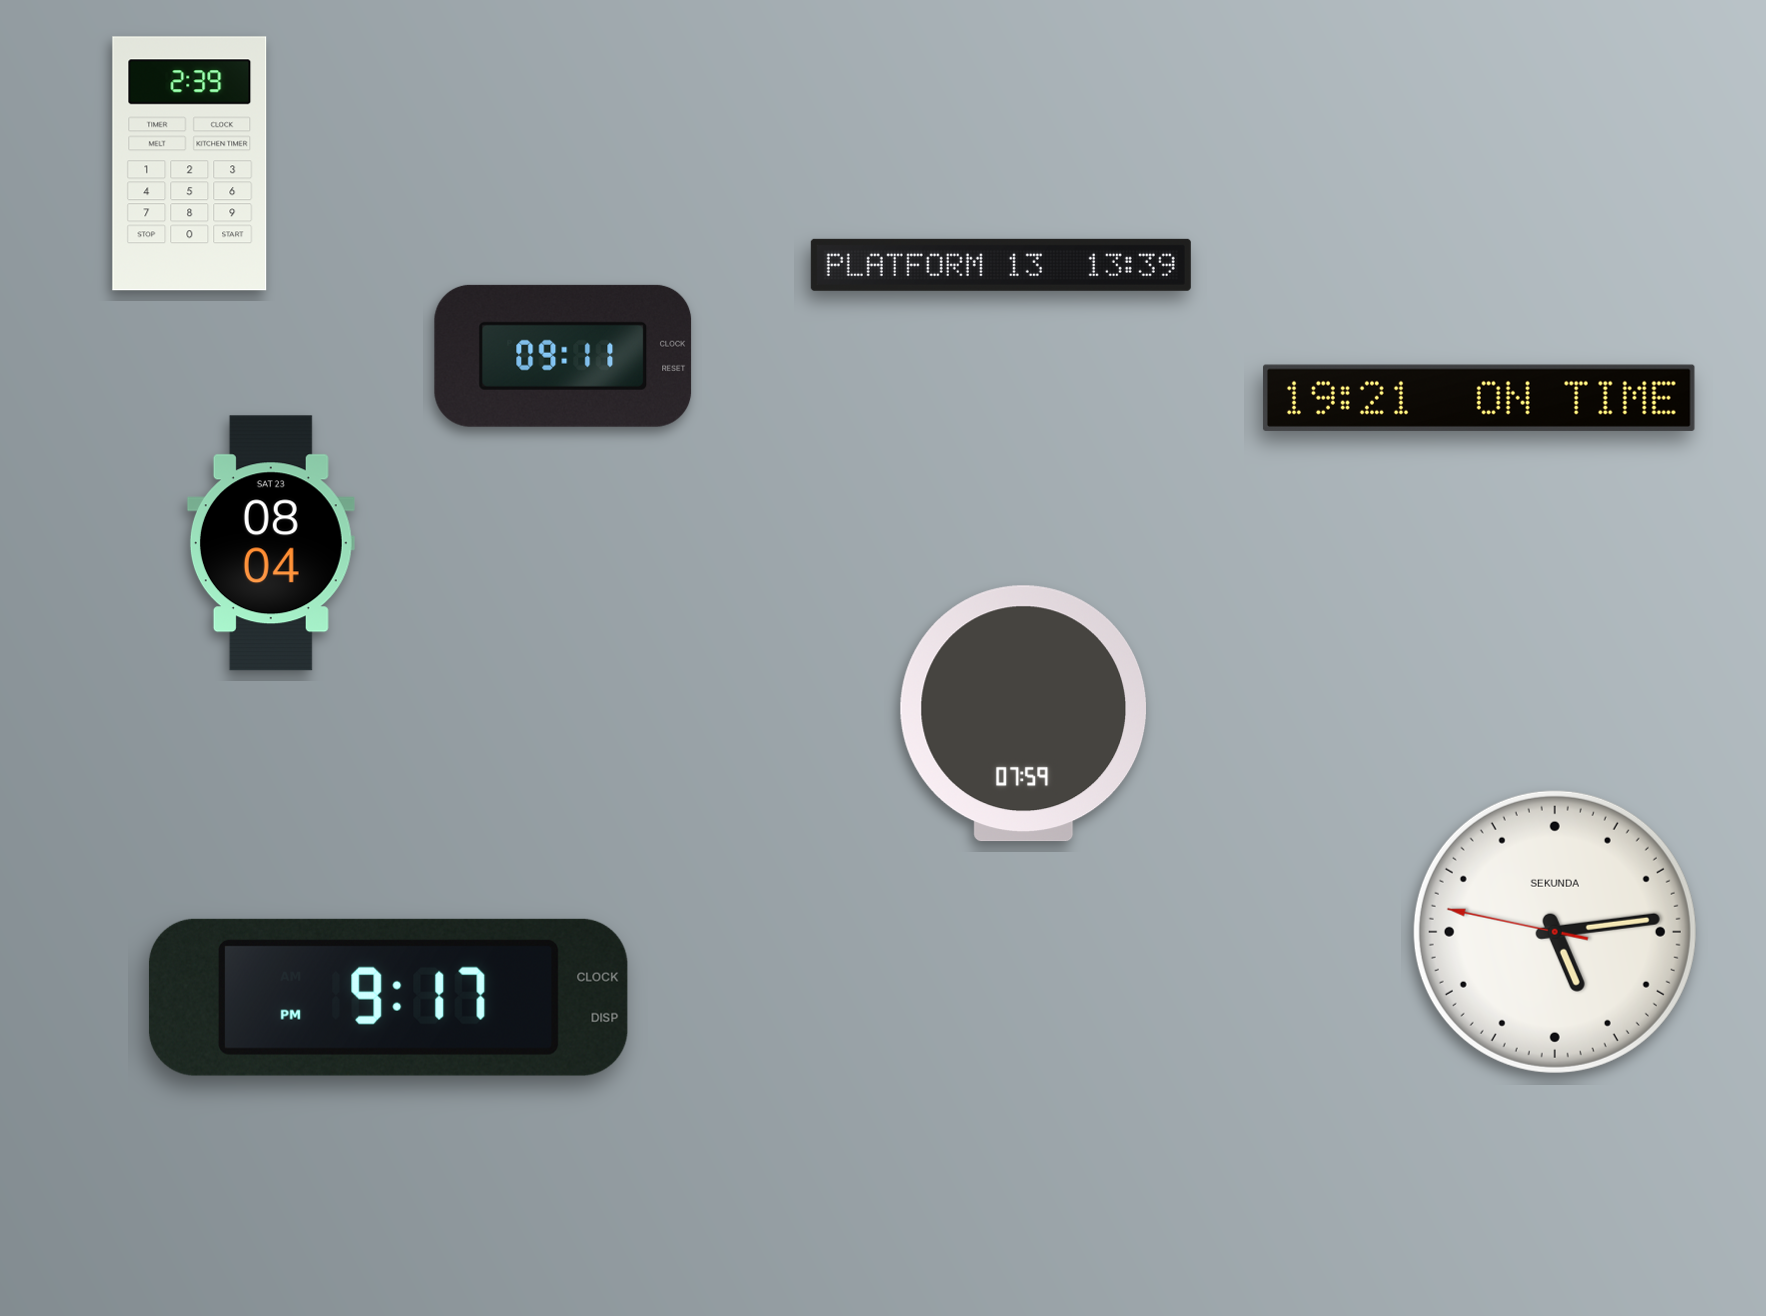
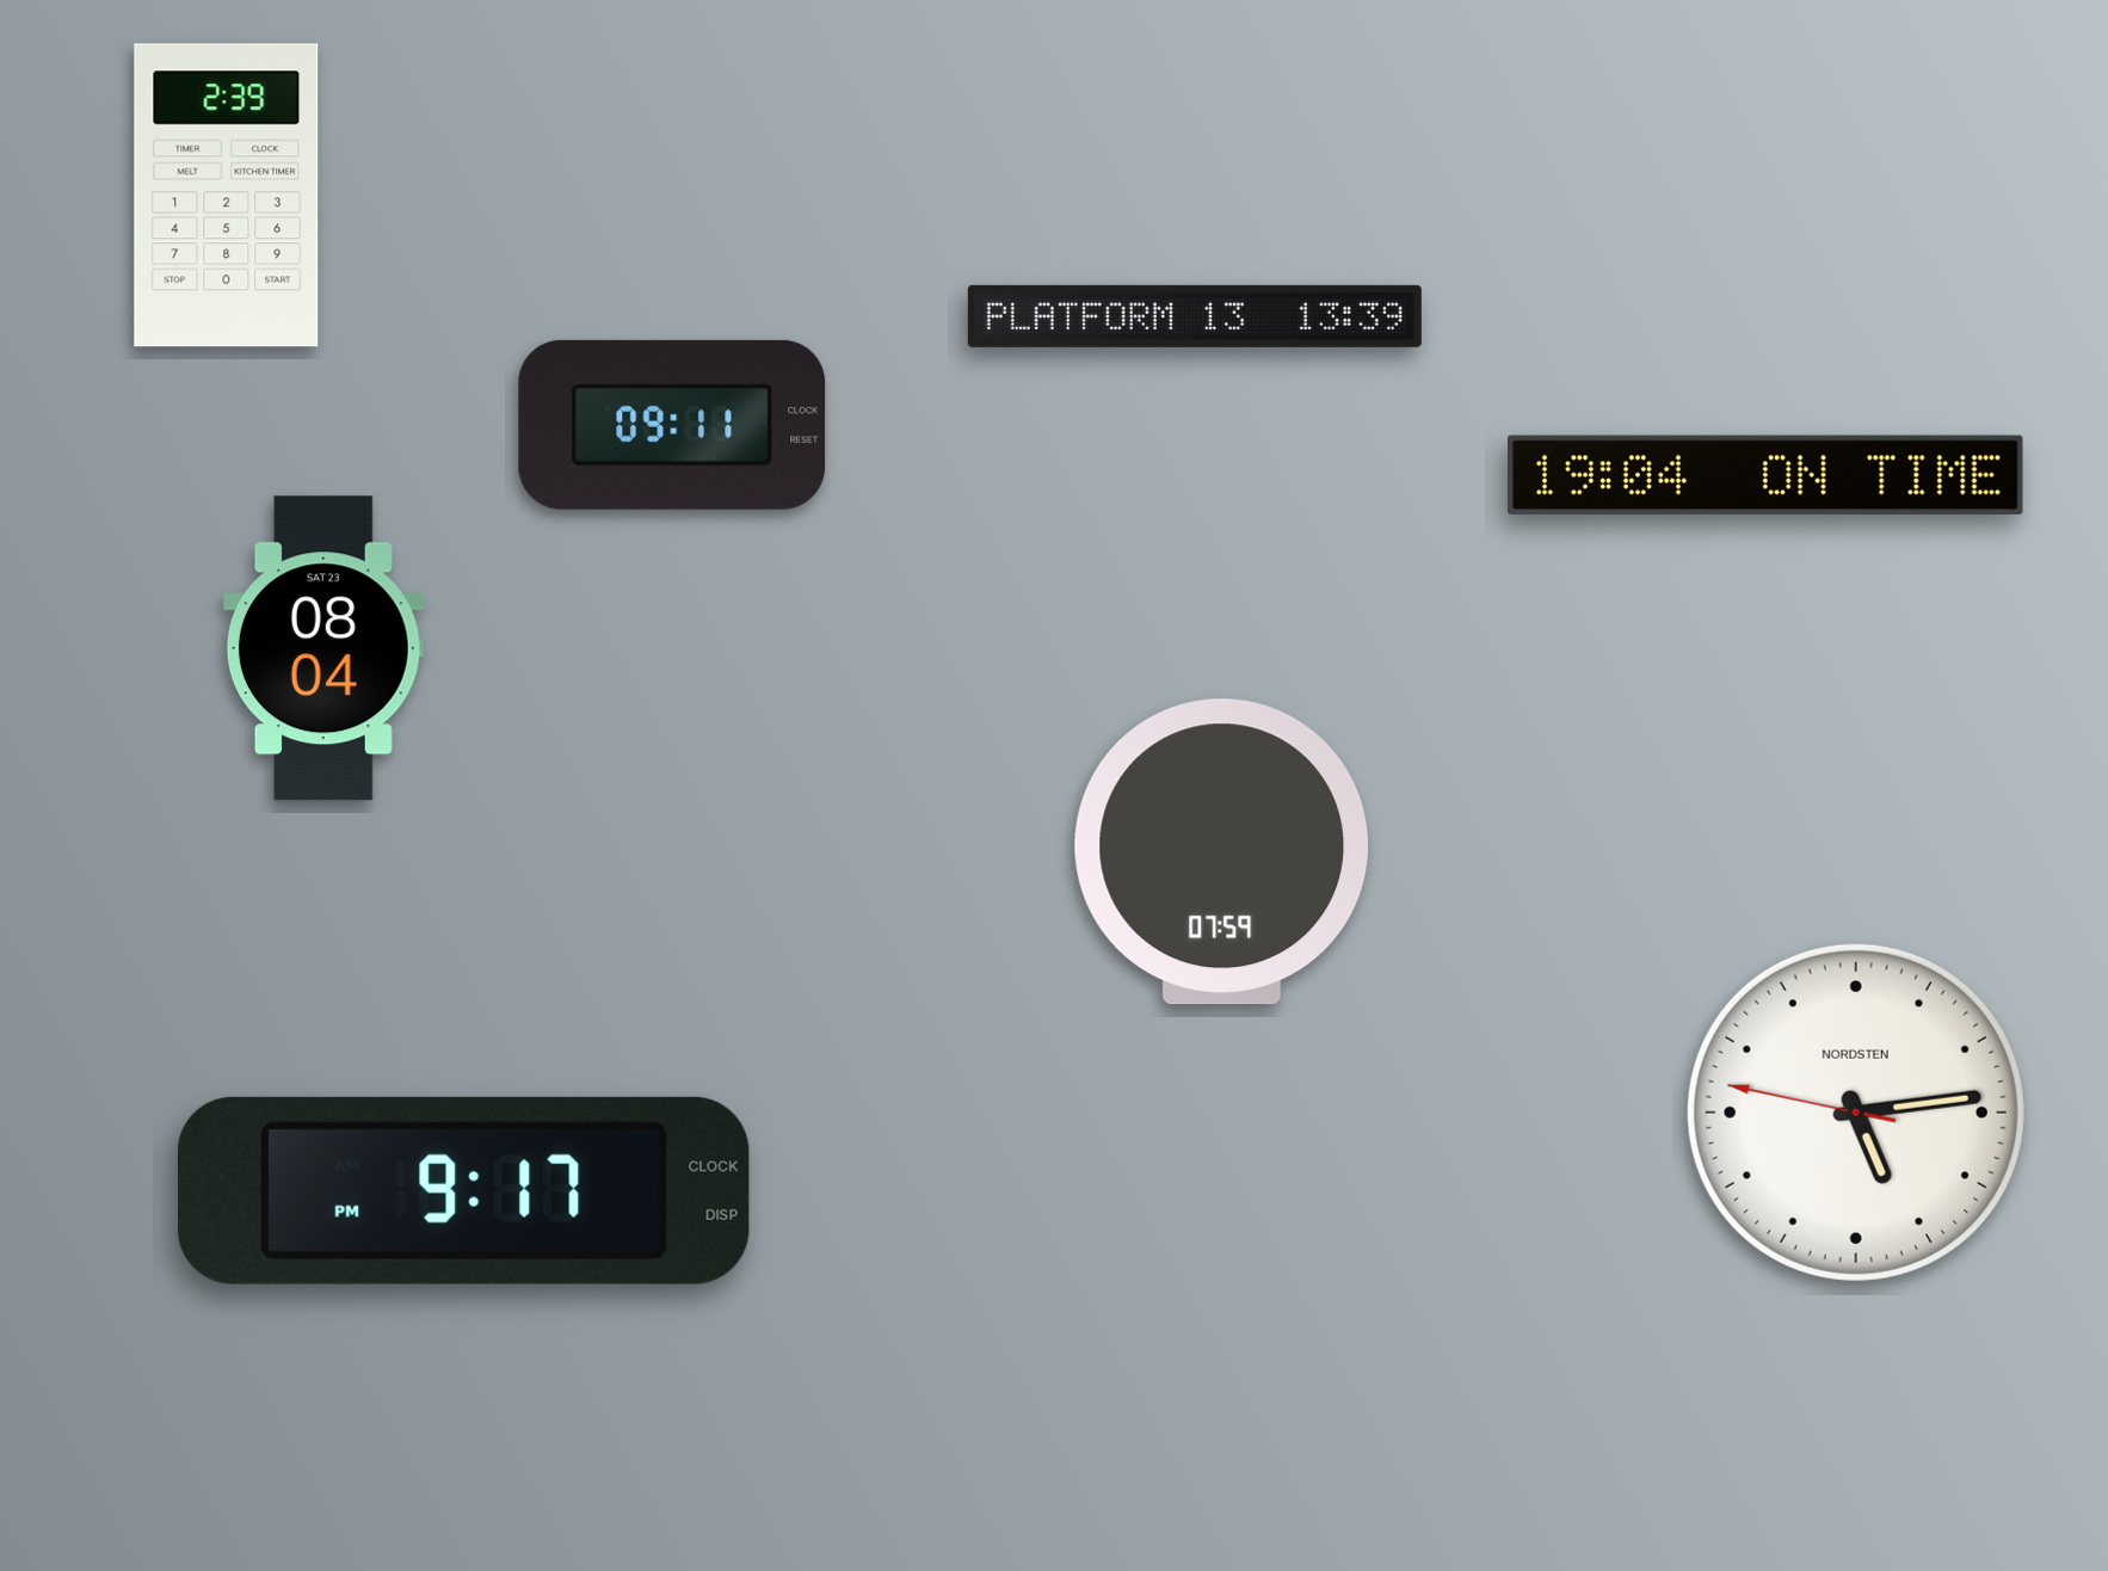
clock at (1479, 398): 19:21 -> 19:04
clock at (1555, 932) brand: SEKUNDA -> NORDSTEN
